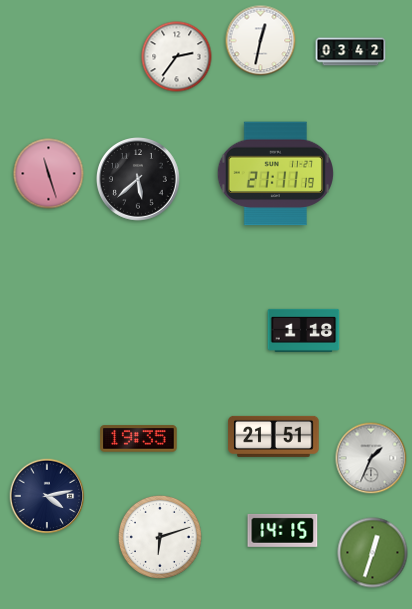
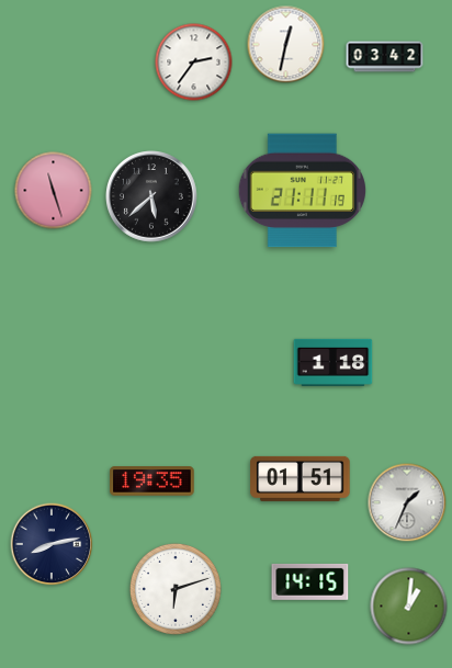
clock at (274, 436): 21:51 -> 01:51
clock at (47, 496): 4:13 -> 8:13
clock at (373, 553): 12:33 -> 1:01
